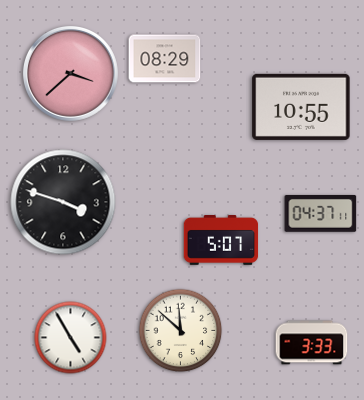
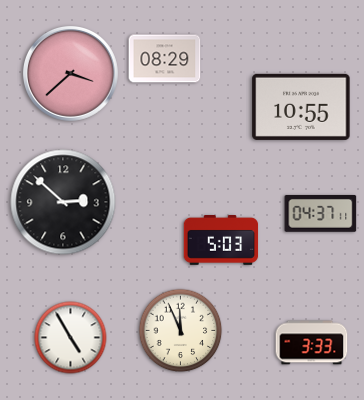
clock at (63, 202): 3:48 -> 2:52
clock at (221, 241): 5:07 -> 5:03
clock at (181, 331): 11:52 -> 11:56
